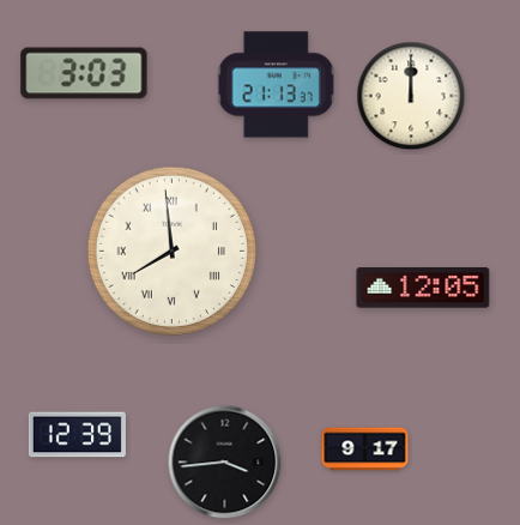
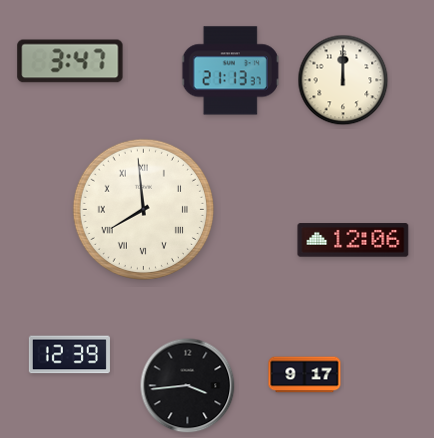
clock at (84, 73): 3:03 -> 3:47
clock at (423, 288): 12:05 -> 12:06
clock at (77, 435) position: (77, 435) -> (69, 355)
